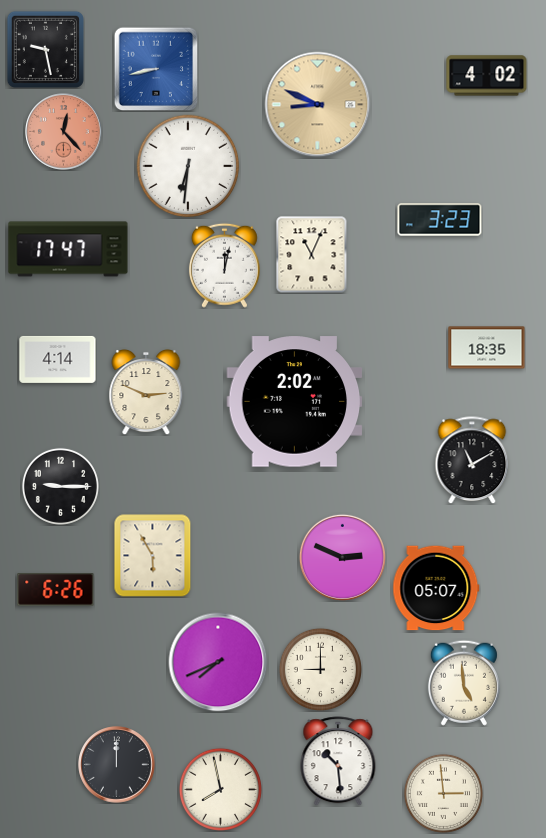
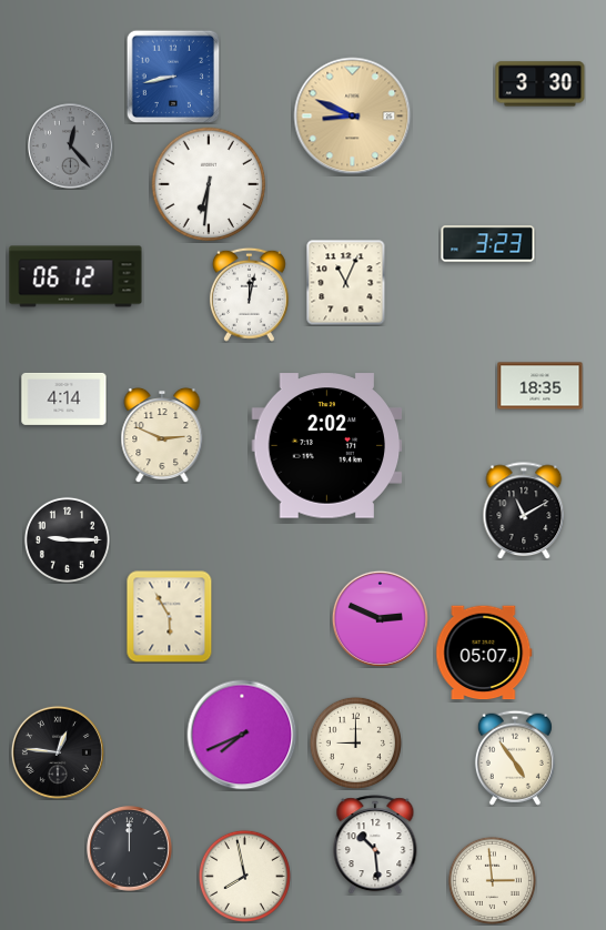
clock at (45, 49): 9:28 -> none
clock at (487, 76): 4:02 -> 3:30
clock at (64, 132) dial: salmon -> grey
clock at (68, 249): 17:47 -> 06:12
clock at (56, 590): 6:26 -> none
clock at (58, 752): none -> 12:46
clock at (464, 683): 4:59 -> 4:54
